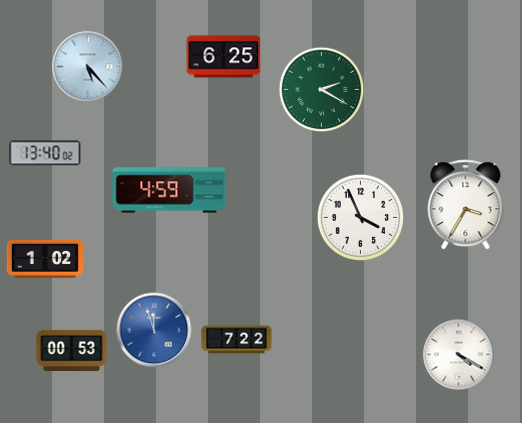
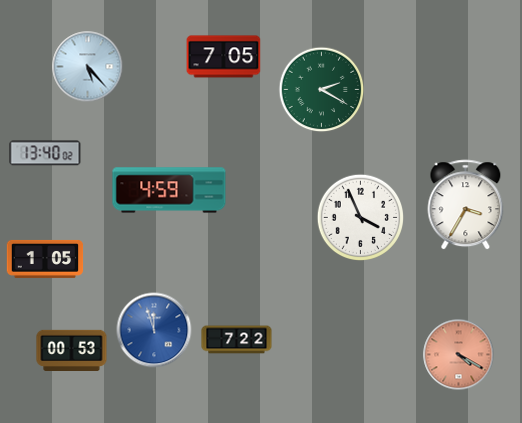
clock at (224, 57): 6:25 -> 7:05
clock at (45, 259): 1:02 -> 1:05
clock at (459, 355) dial: white -> salmon
